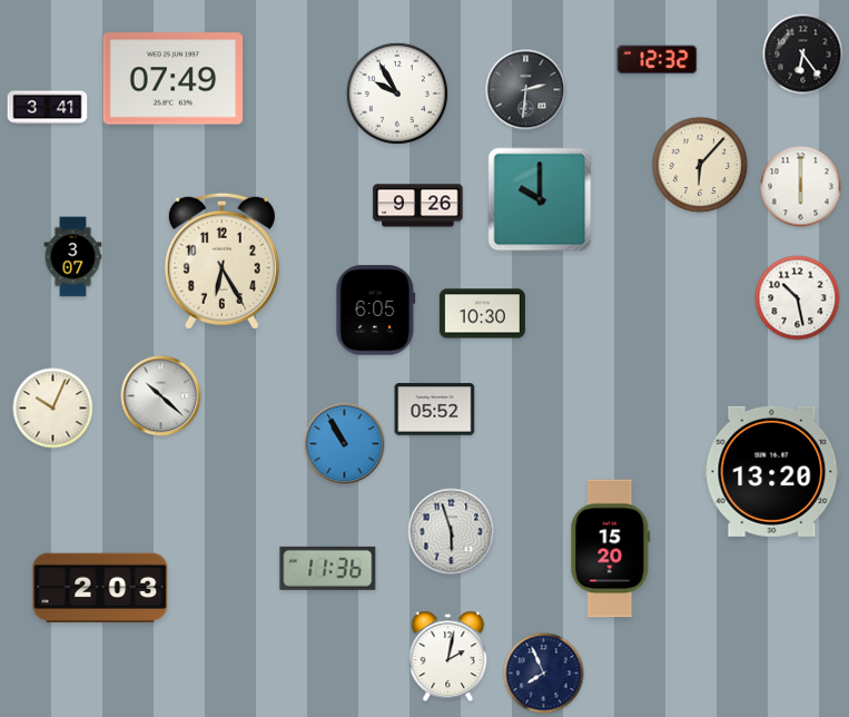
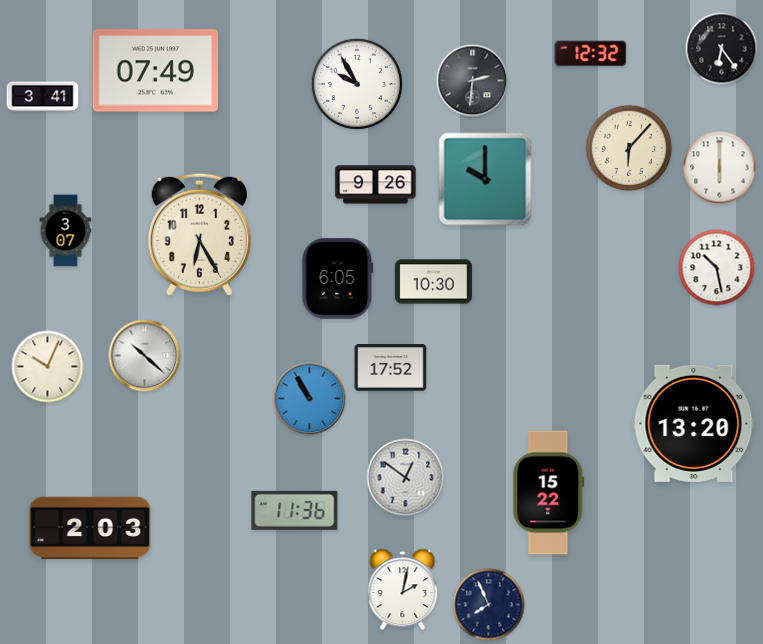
clock at (435, 410): 05:52 -> 17:52
clock at (452, 532): 5:57 -> 12:51
clock at (611, 549): 15:20 -> 15:22
